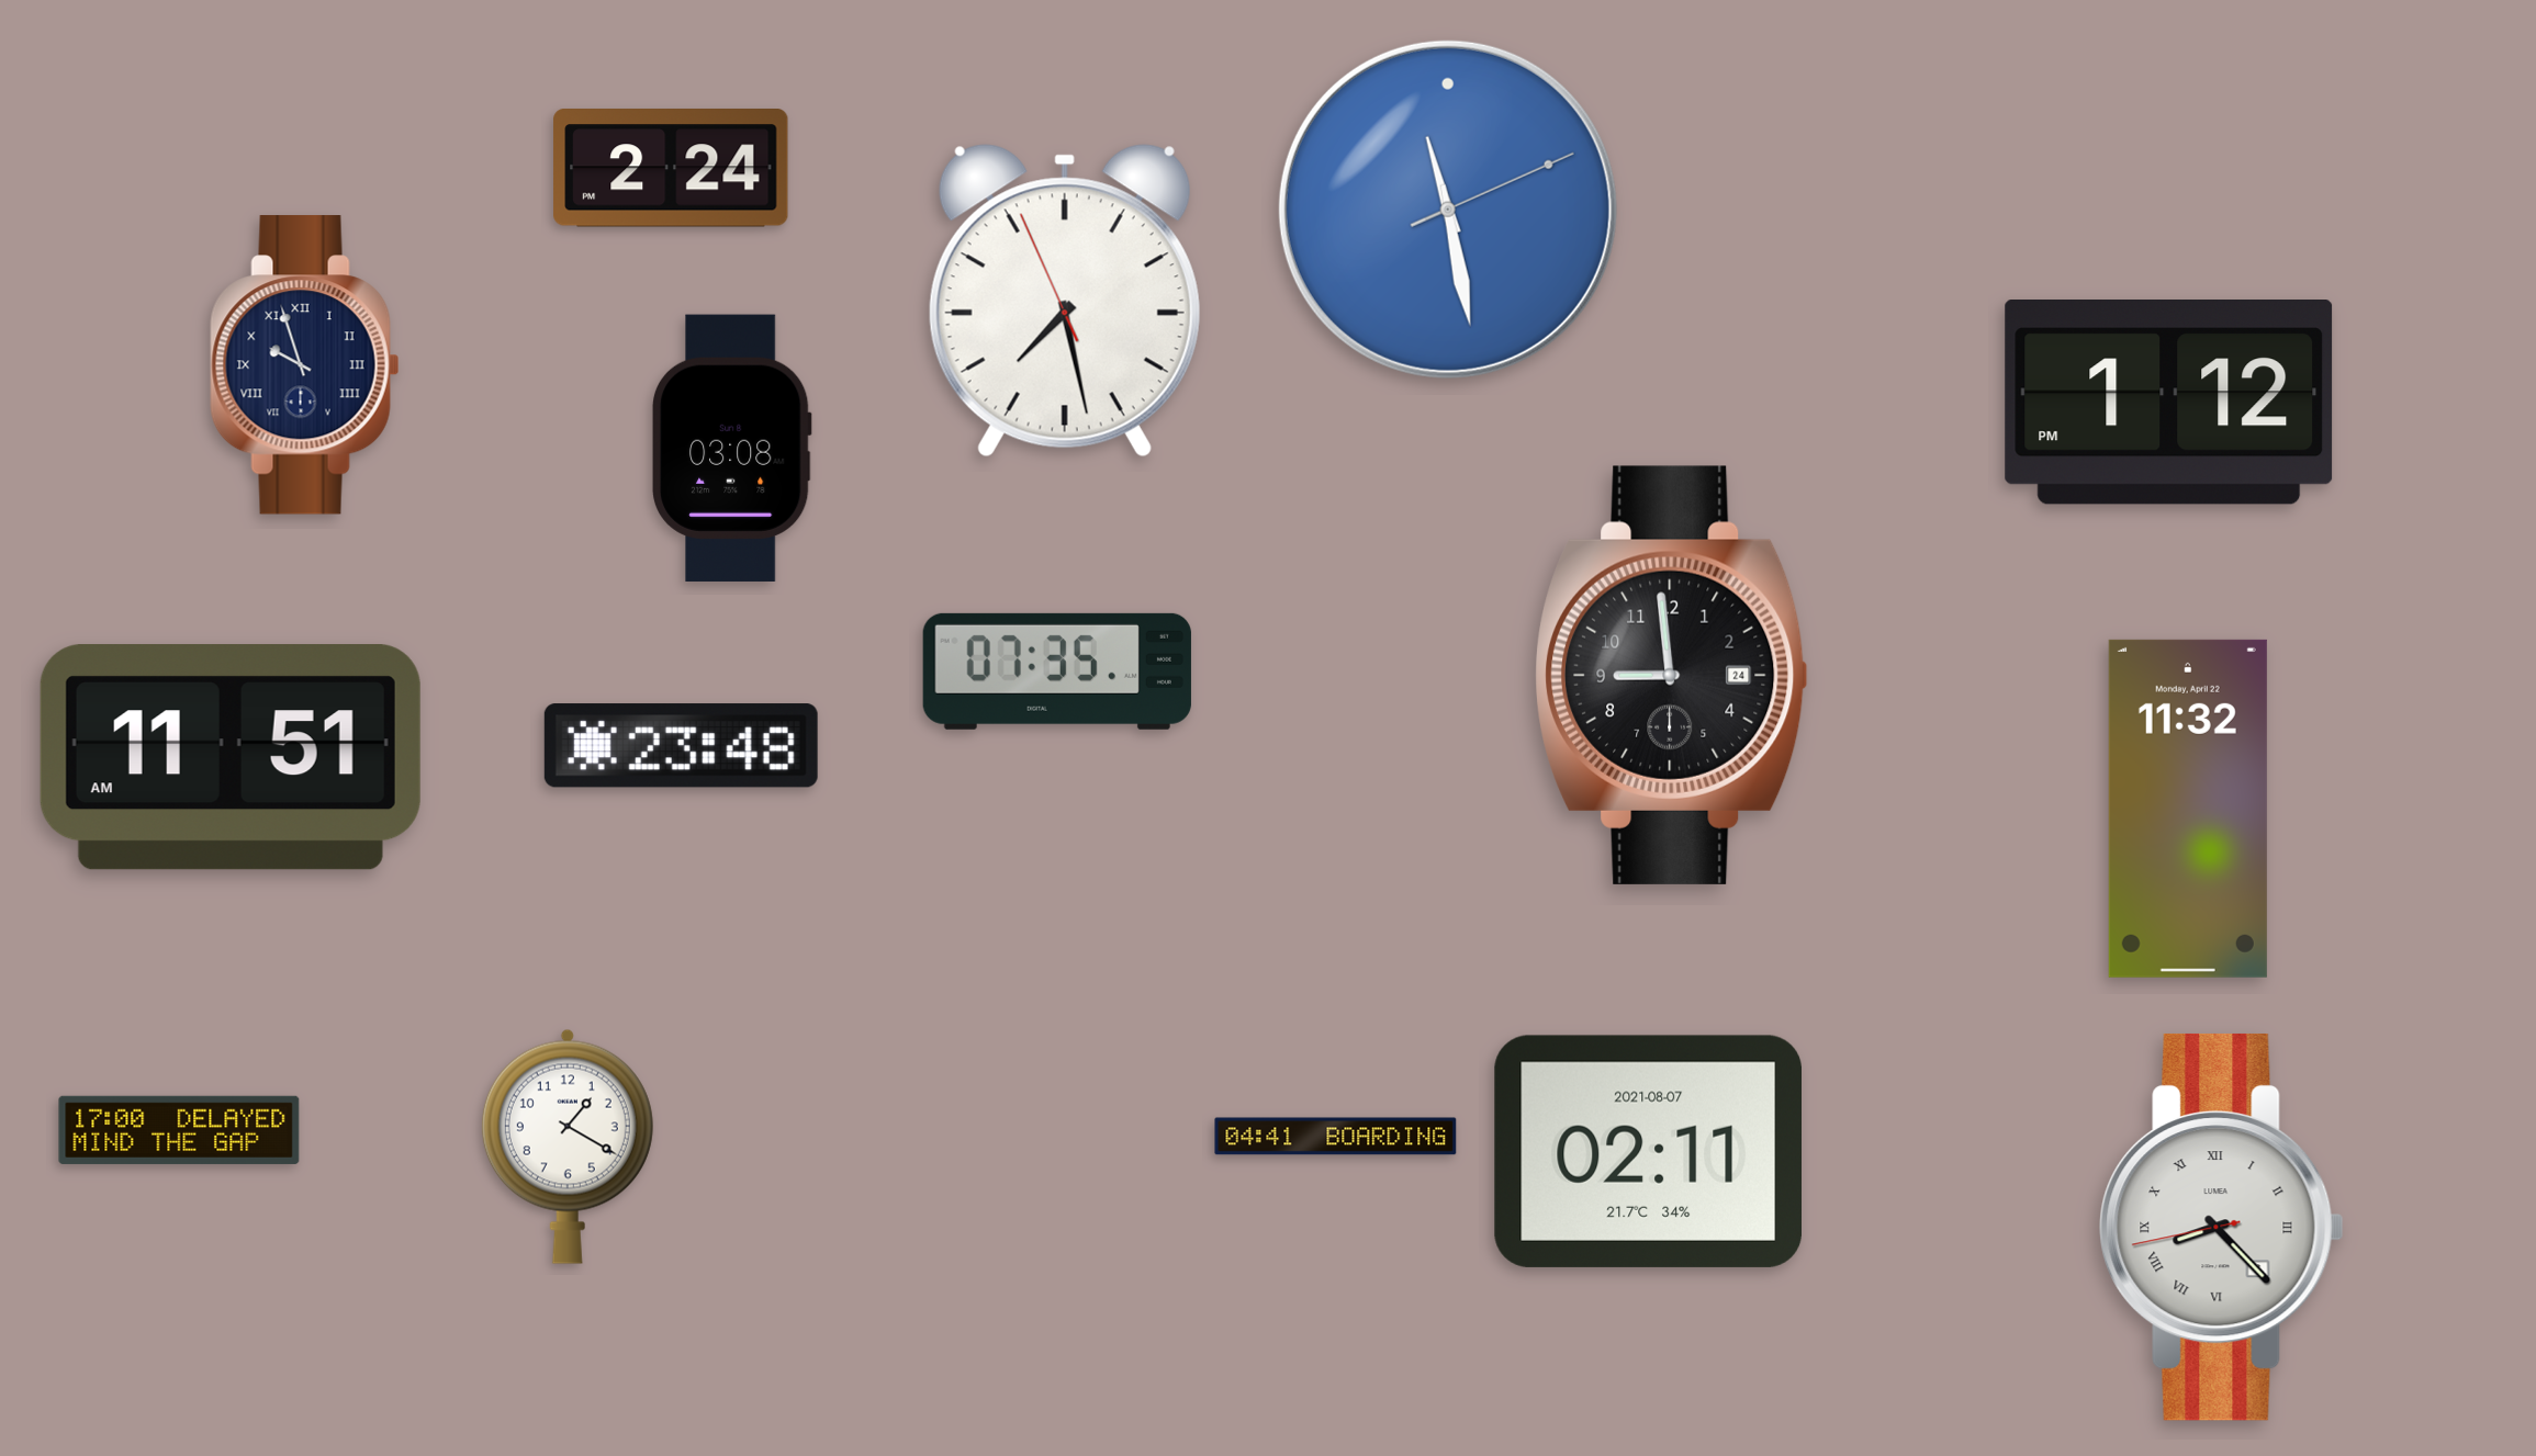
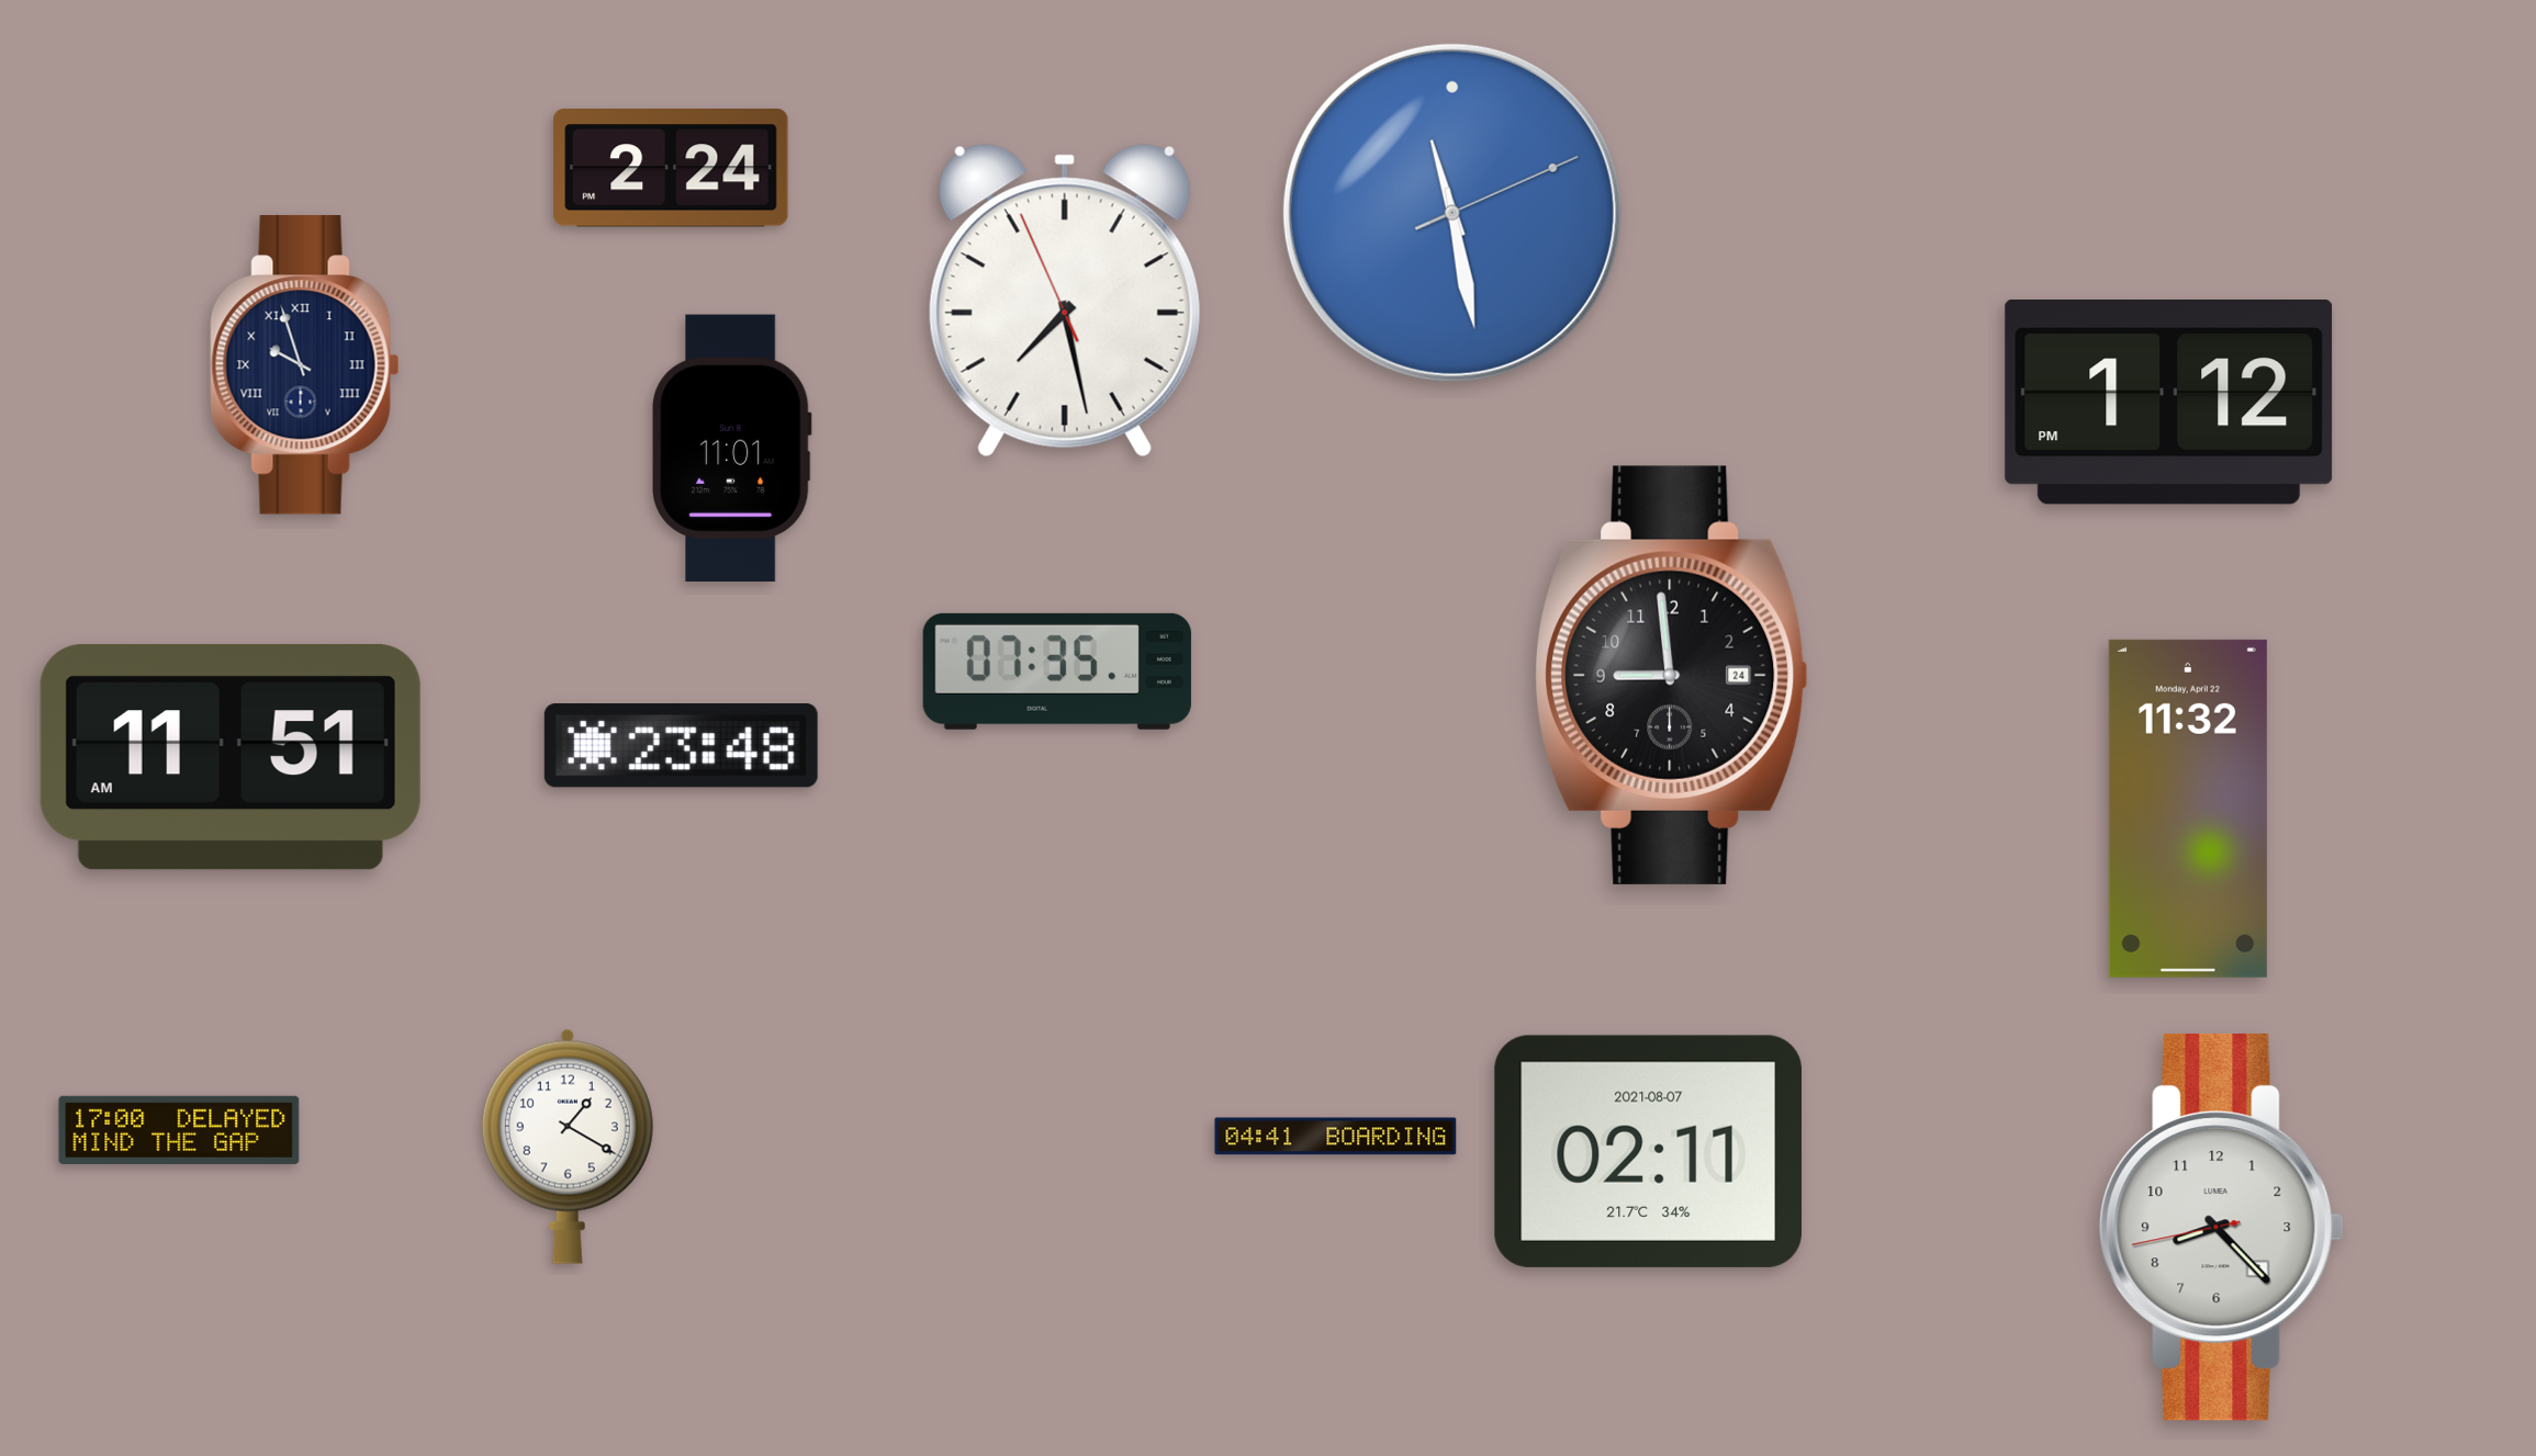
clock at (1448, 210) position: (1448, 210) -> (1452, 213)
clock at (731, 448): 03:08 -> 11:01
clock at (2222, 1227) numerals: Roman -> Arabic
